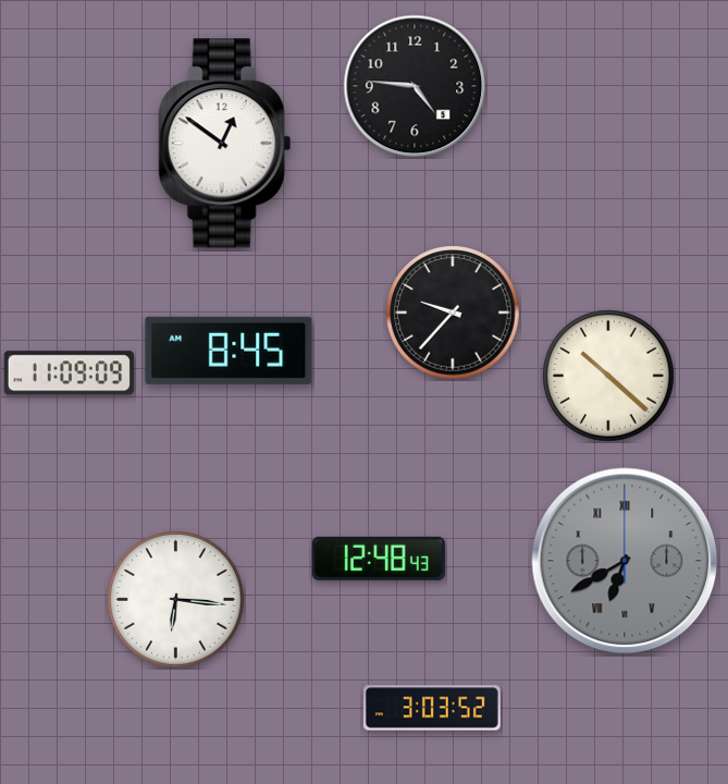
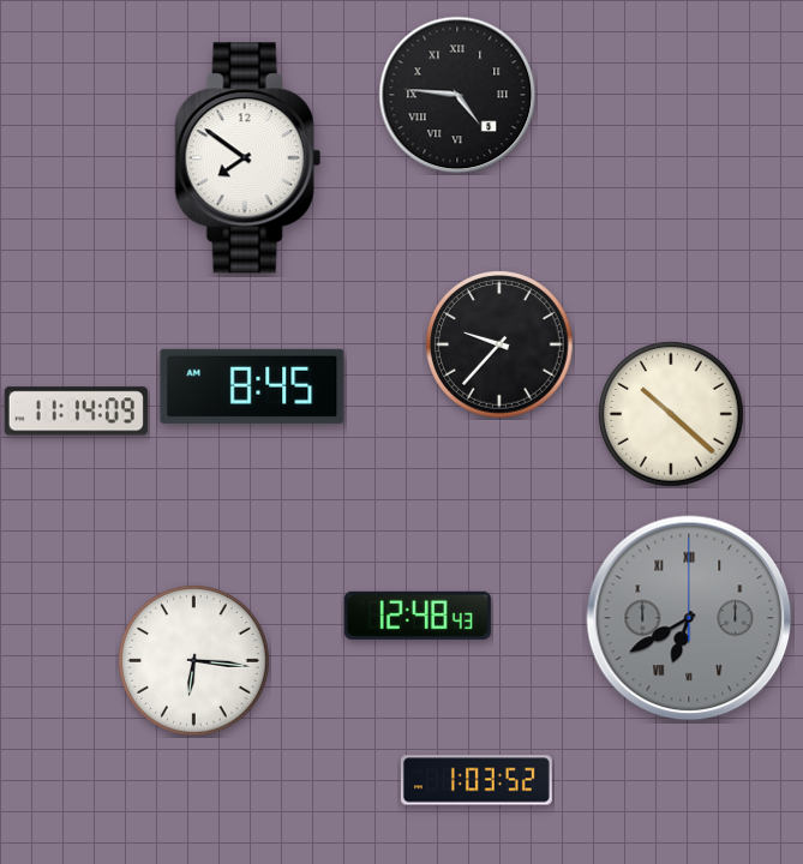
clock at (415, 86) numerals: Arabic -> Roman
clock at (224, 144): 12:51 -> 7:51
clock at (69, 373): 11:09 -> 11:14
clock at (432, 708): 3:03 -> 1:03
